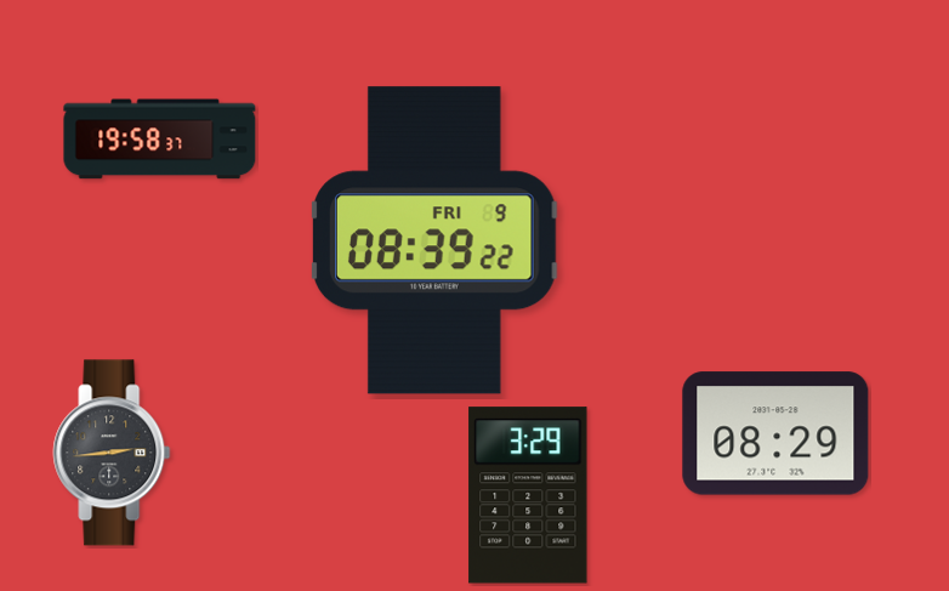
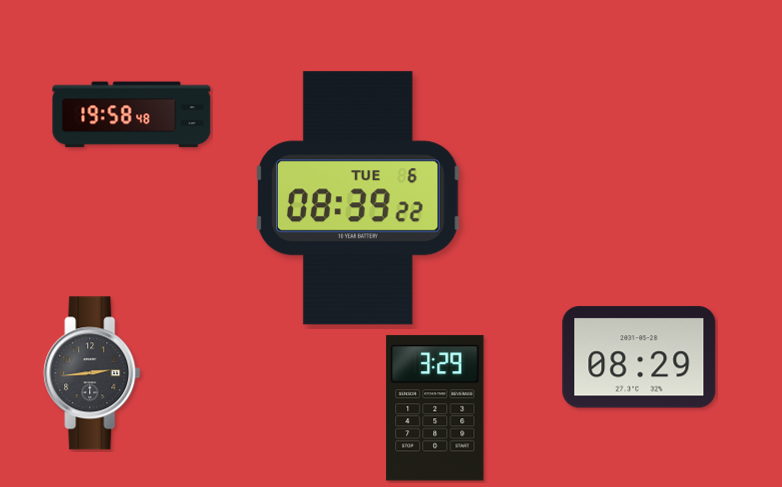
clock at (160, 140): 19:58:37 -> 19:58:48
clock at (436, 240) date: FRI 9 -> TUE 6
